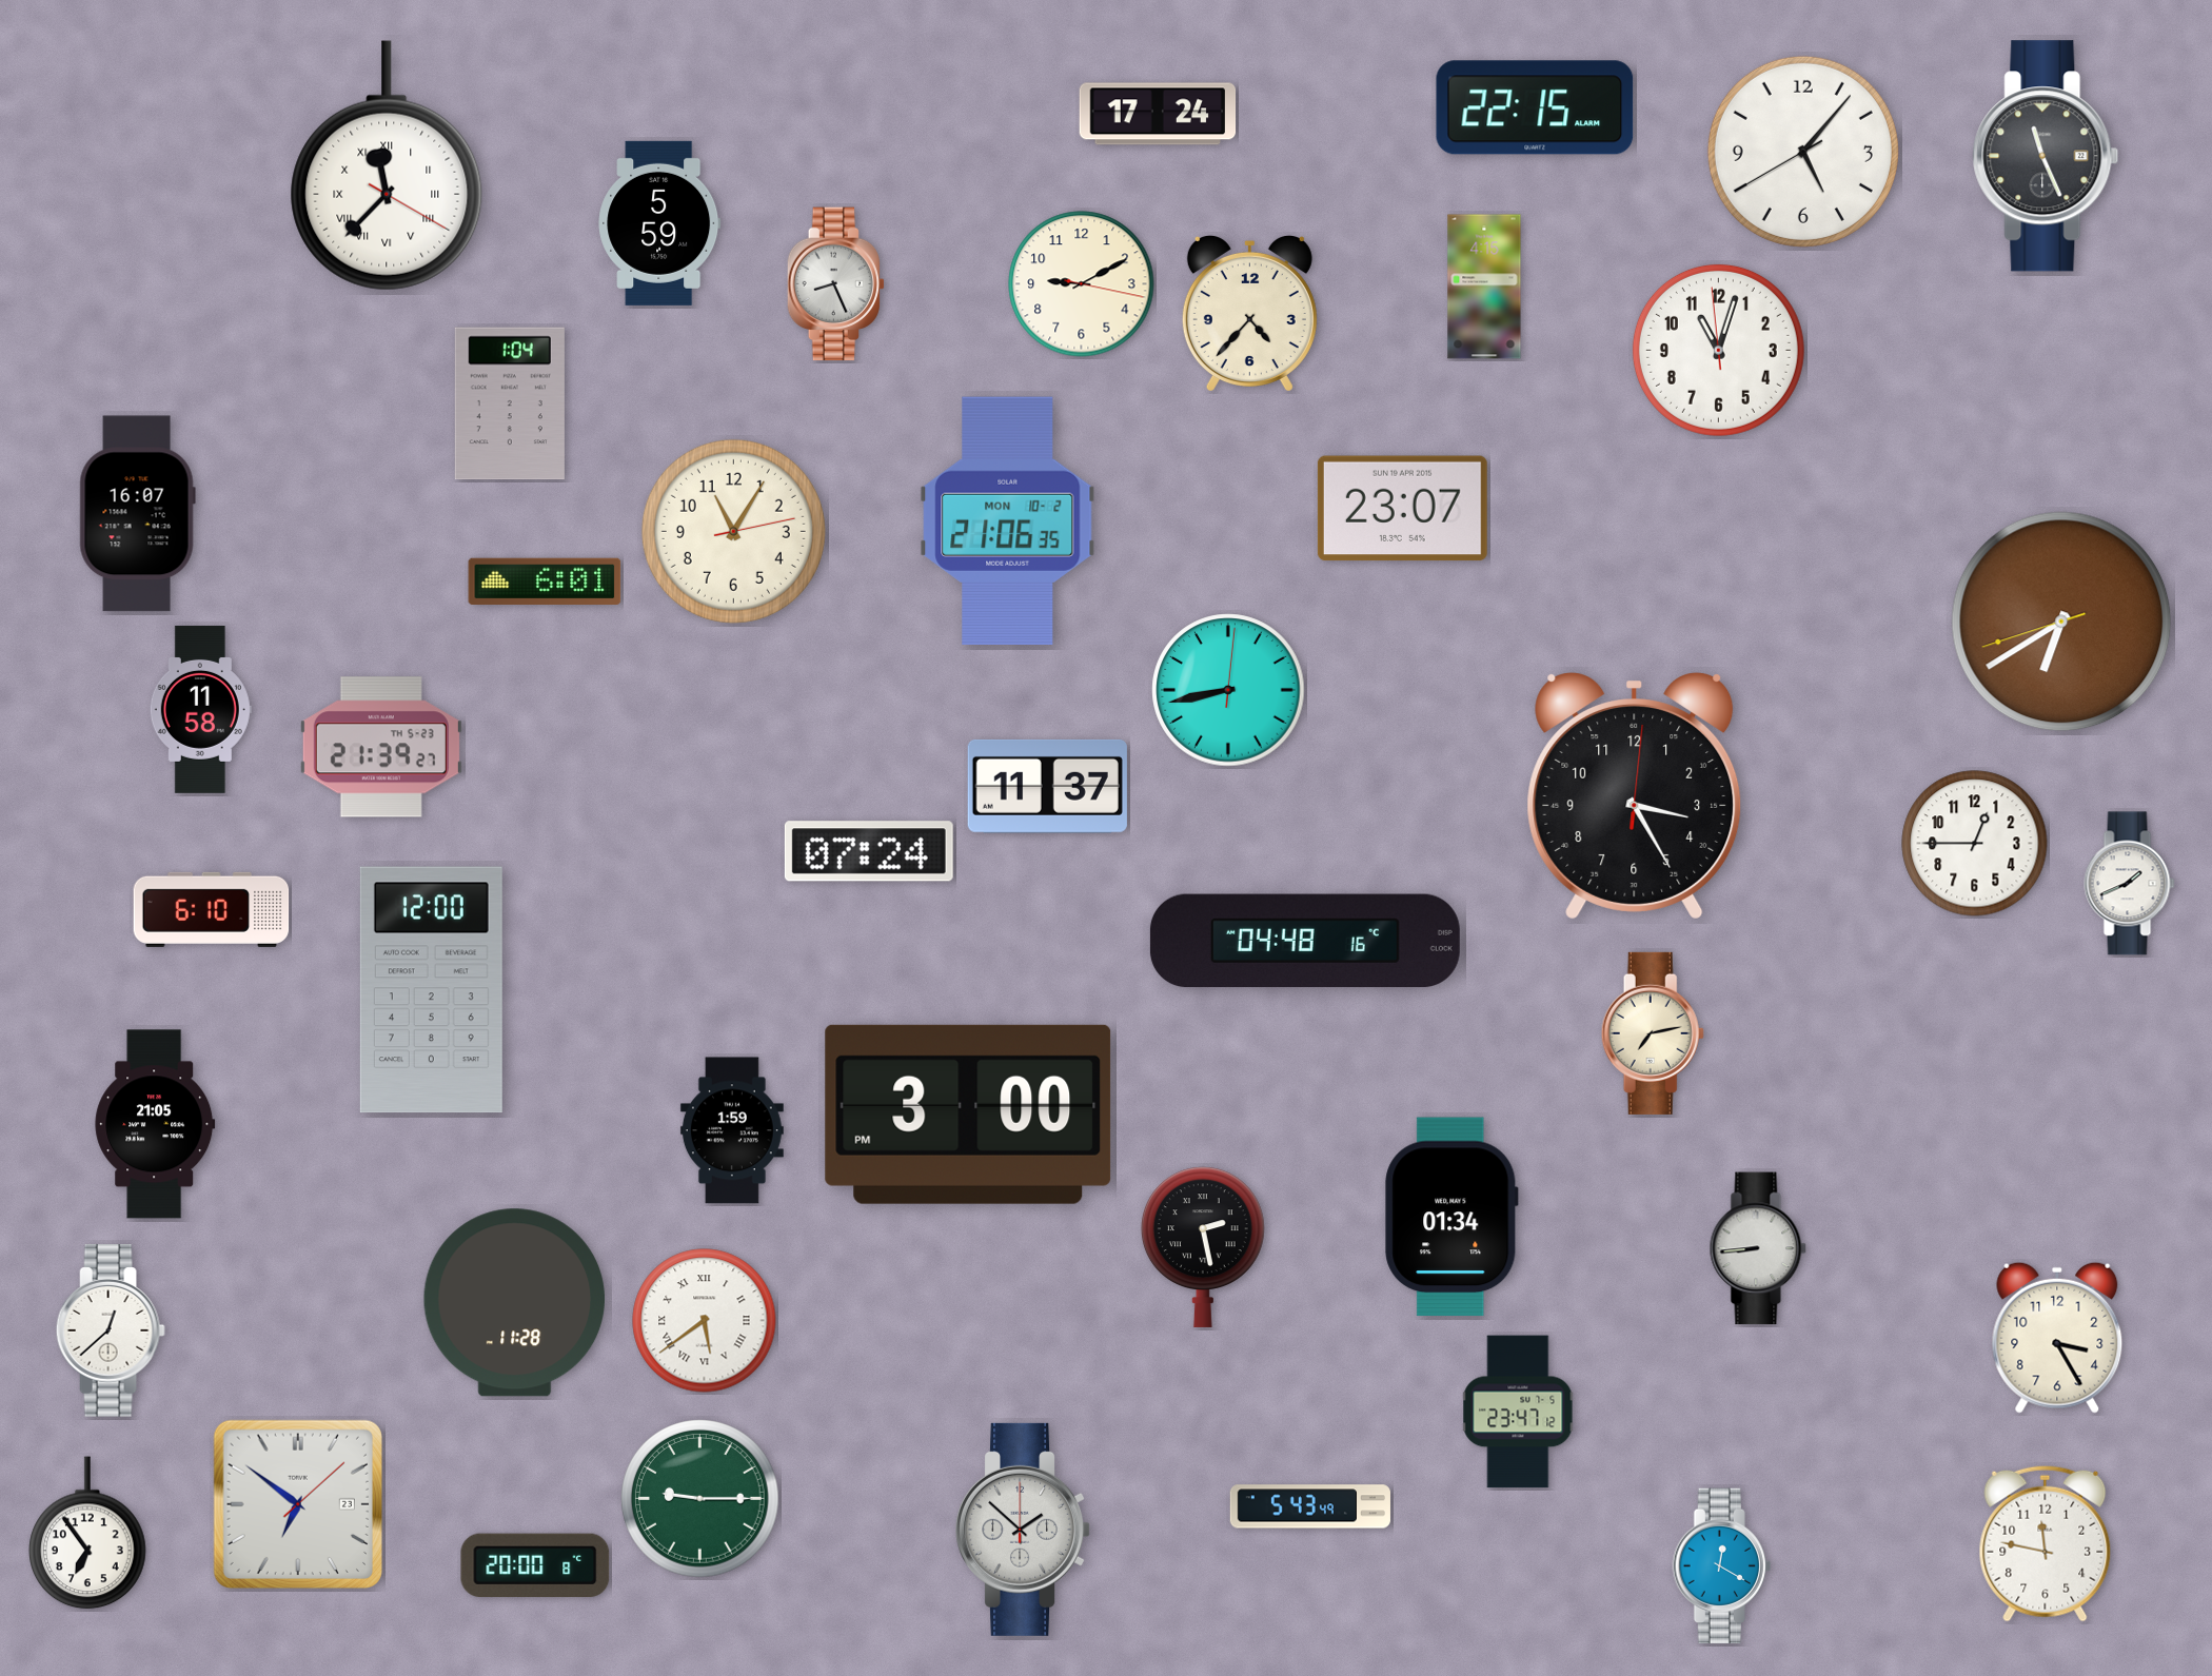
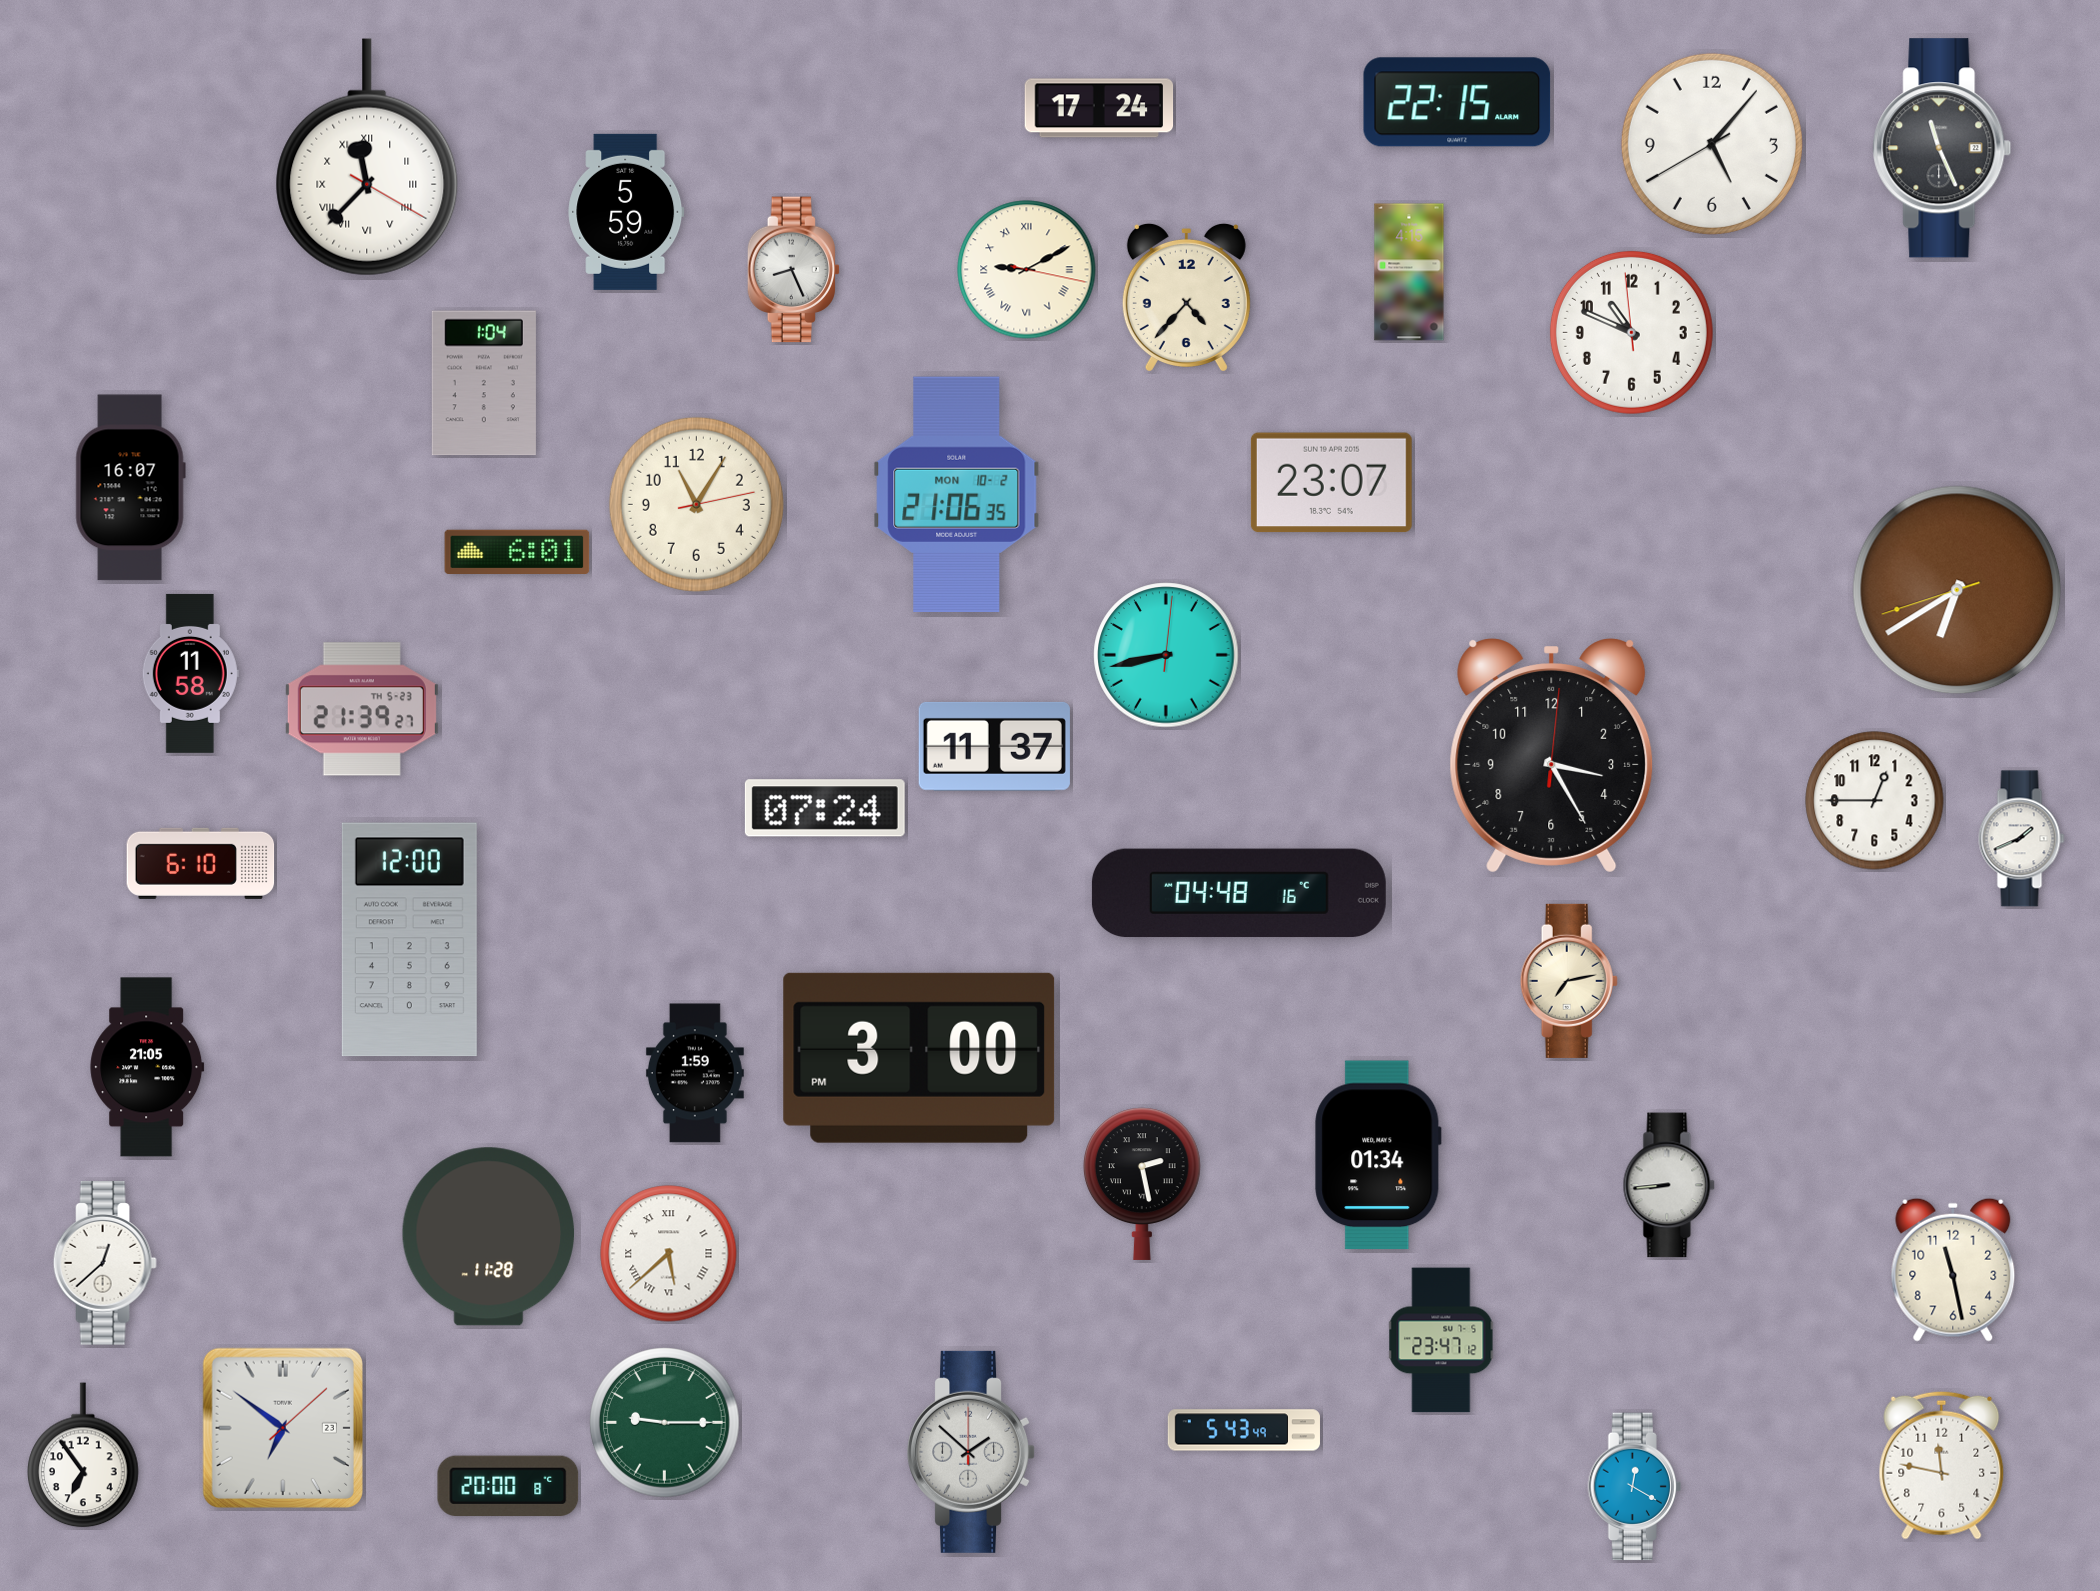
clock at (1082, 284) numerals: Arabic -> Roman
clock at (1718, 350): 11:02 -> 10:48
clock at (705, 1321): 5:39 -> 5:38
clock at (2057, 1338): 3:25 -> 11:28
